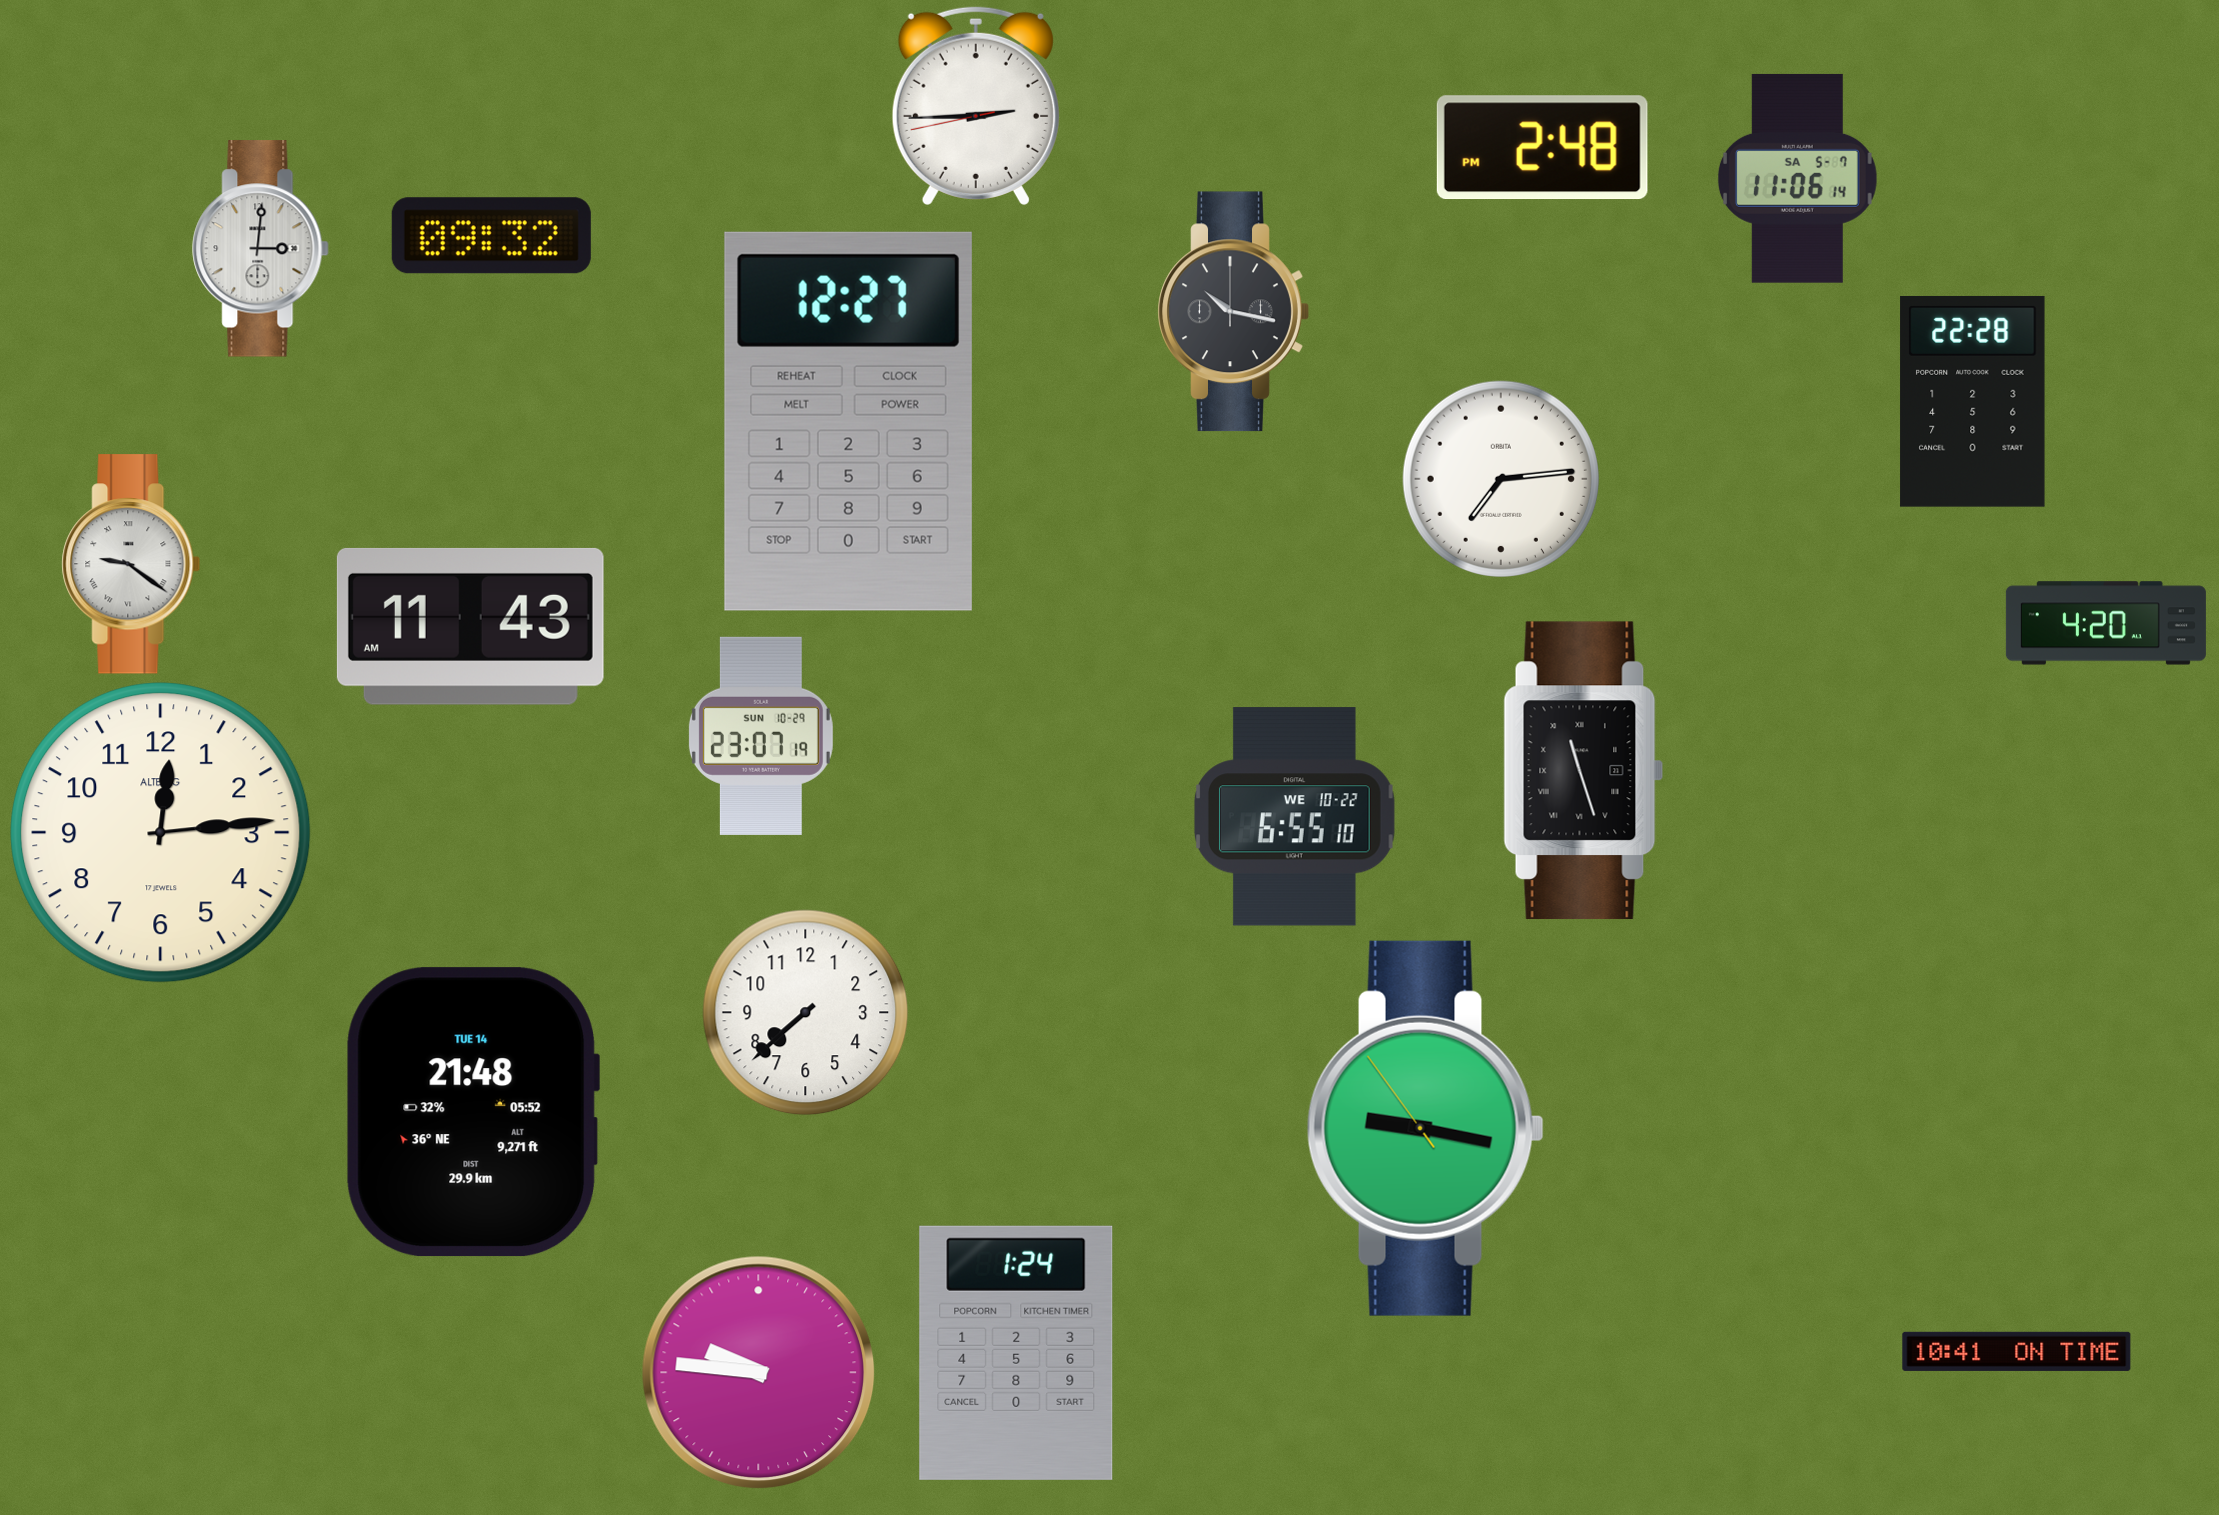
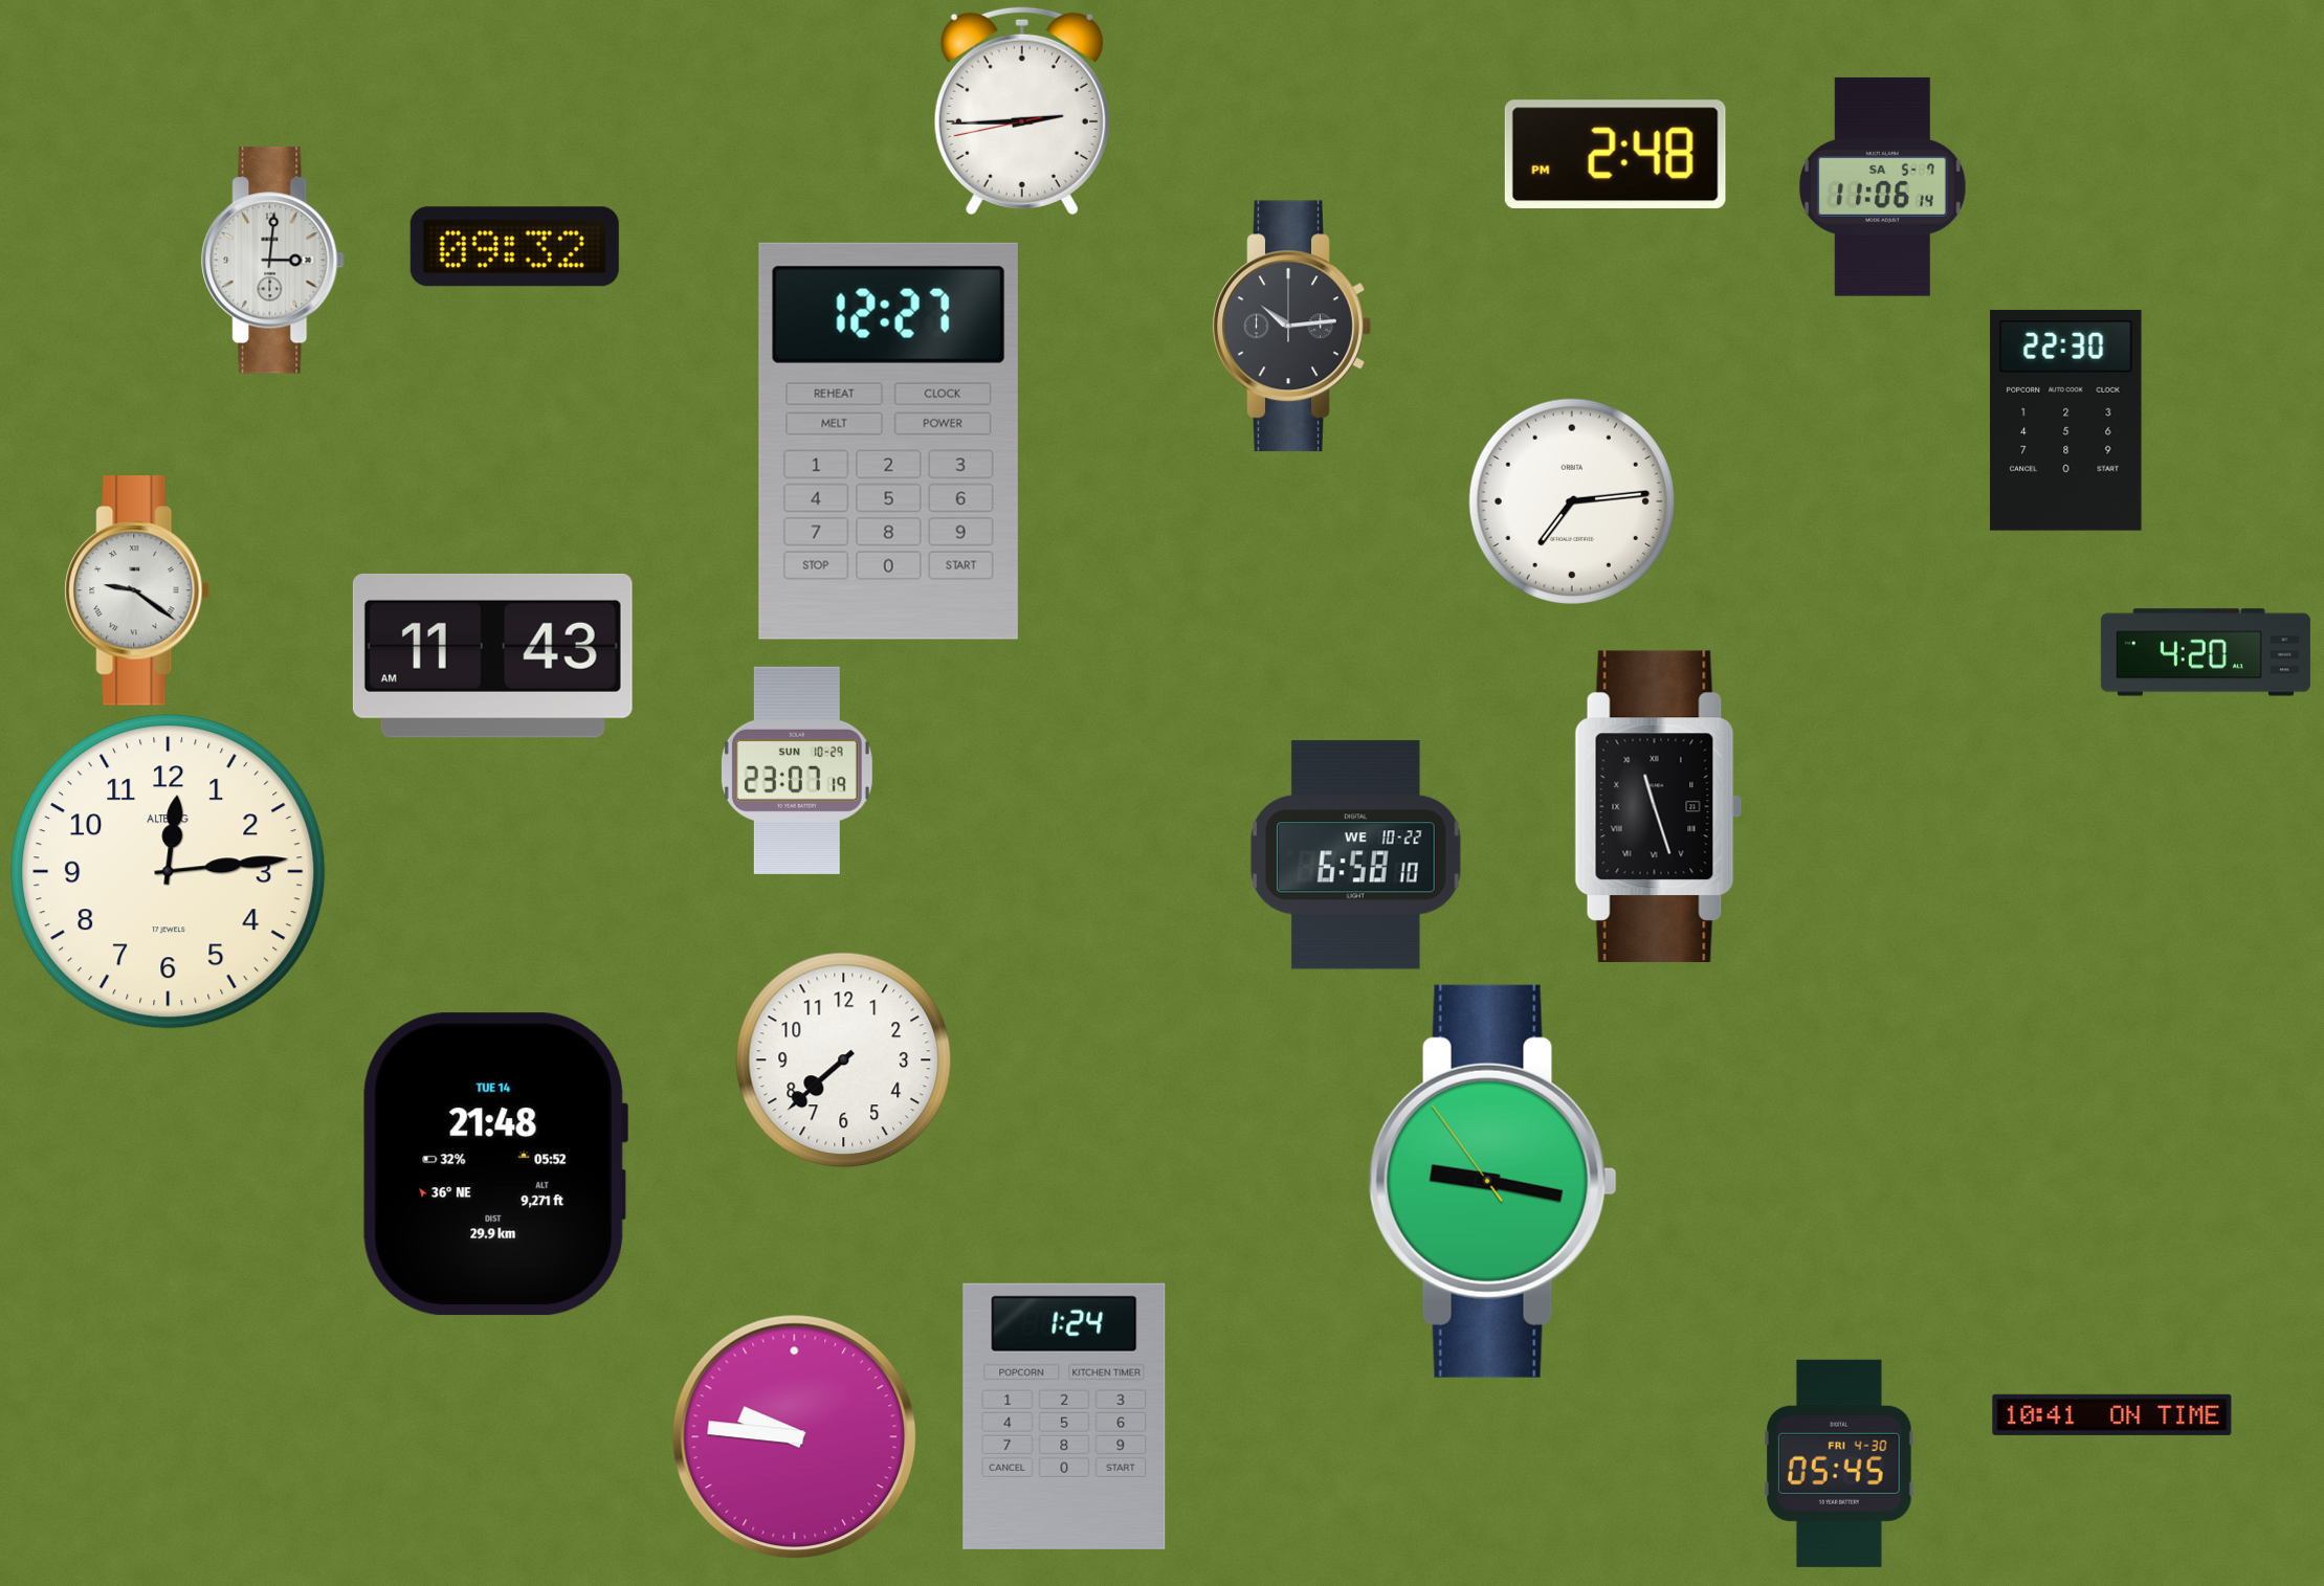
clock at (1233, 312): 10:17 -> 10:14
clock at (1973, 401): 22:28 -> 22:30
clock at (1294, 817): 6:55 -> 6:58
clock at (1839, 1464): none -> 05:45
